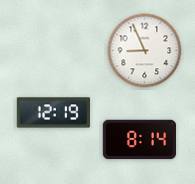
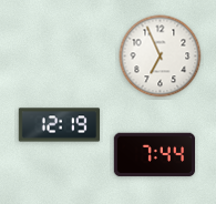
clock at (145, 51): 8:56 -> 6:56
clock at (140, 140): 8:14 -> 7:44
